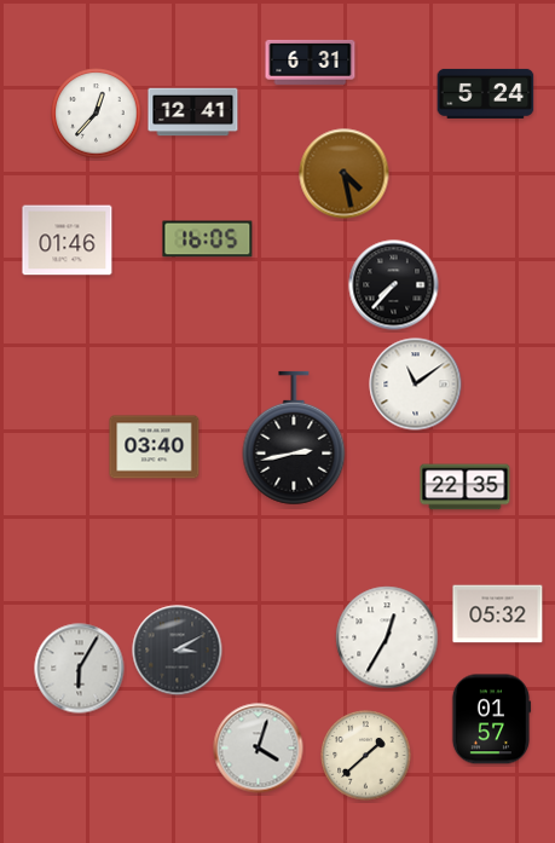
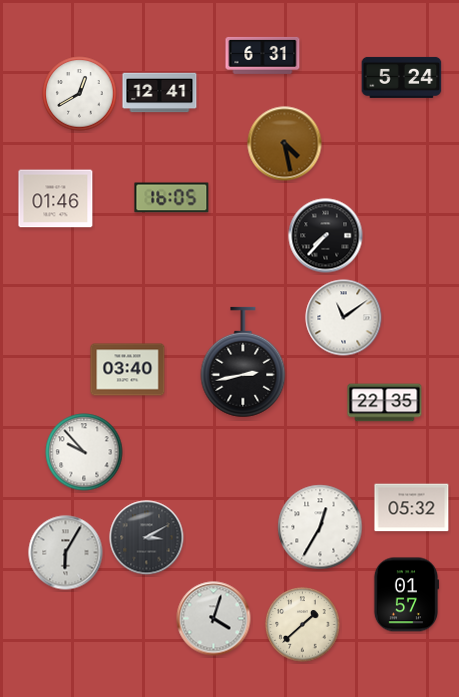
clock at (311, 62) position: (311, 62) -> (263, 55)
clock at (97, 114): 12:37 -> 12:40
clock at (84, 452): none -> 9:53
